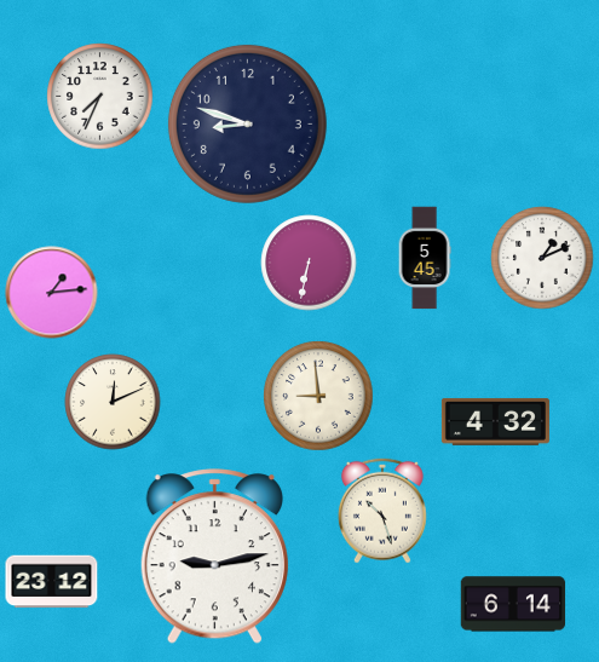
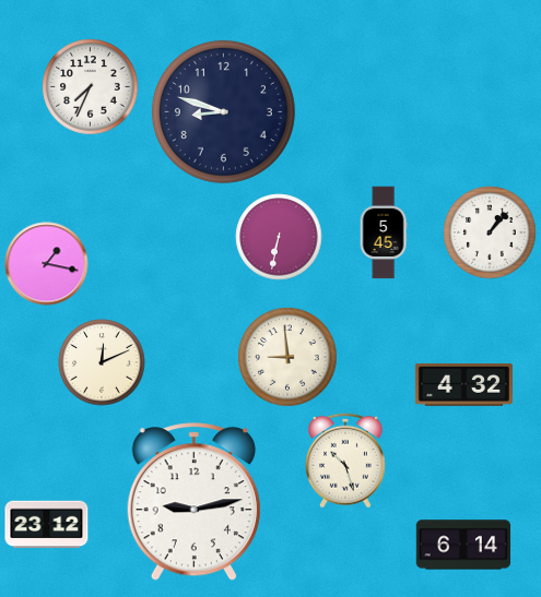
clock at (542, 258): 1:11 -> 1:07
clock at (52, 293): 1:14 -> 1:17
clock at (495, 421) position: (495, 421) -> (463, 384)
